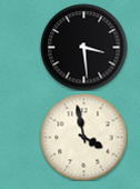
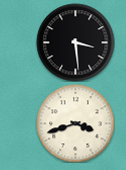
clock at (83, 137): 3:58 -> 3:42
